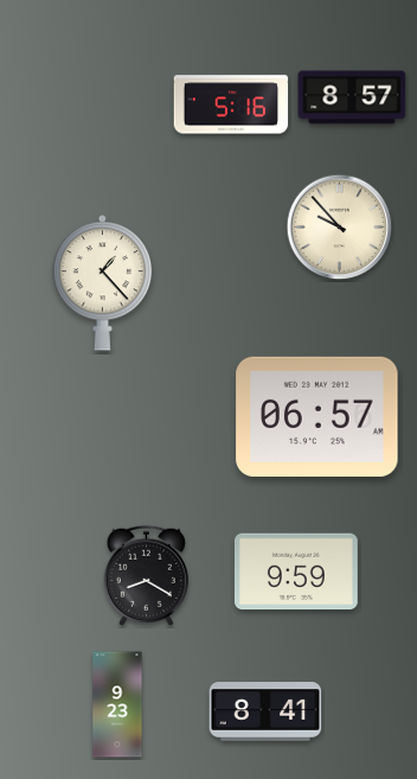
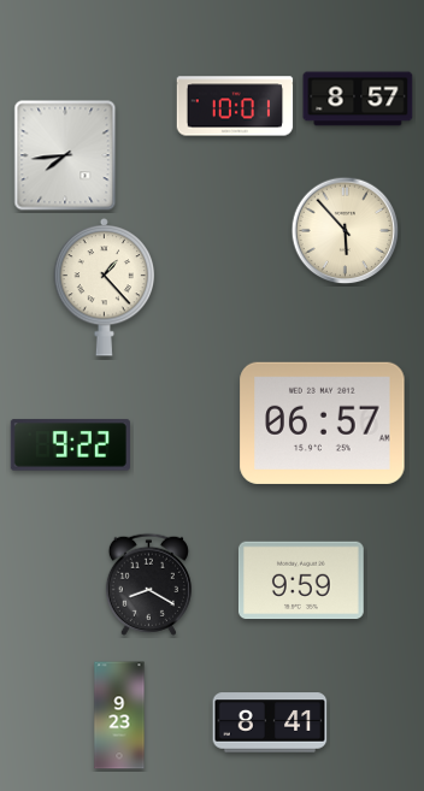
clock at (231, 104): 5:16 -> 10:01
clock at (65, 155): none -> 7:44
clock at (340, 228): 9:53 -> 5:53
clock at (70, 445): none -> 9:22
